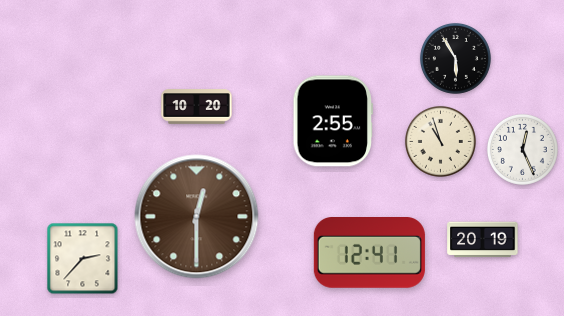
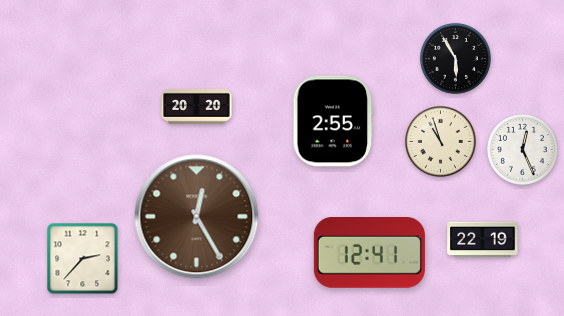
clock at (197, 107): 10:20 -> 20:20
clock at (197, 217): 12:30 -> 12:25
clock at (483, 240): 20:19 -> 22:19
